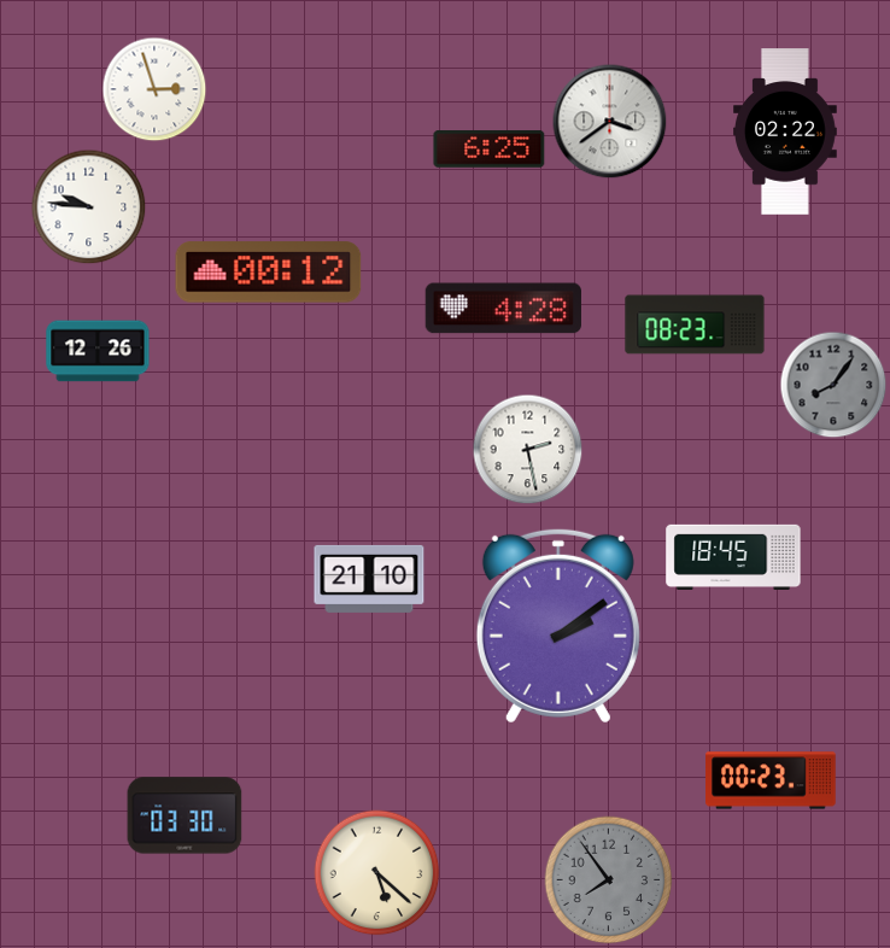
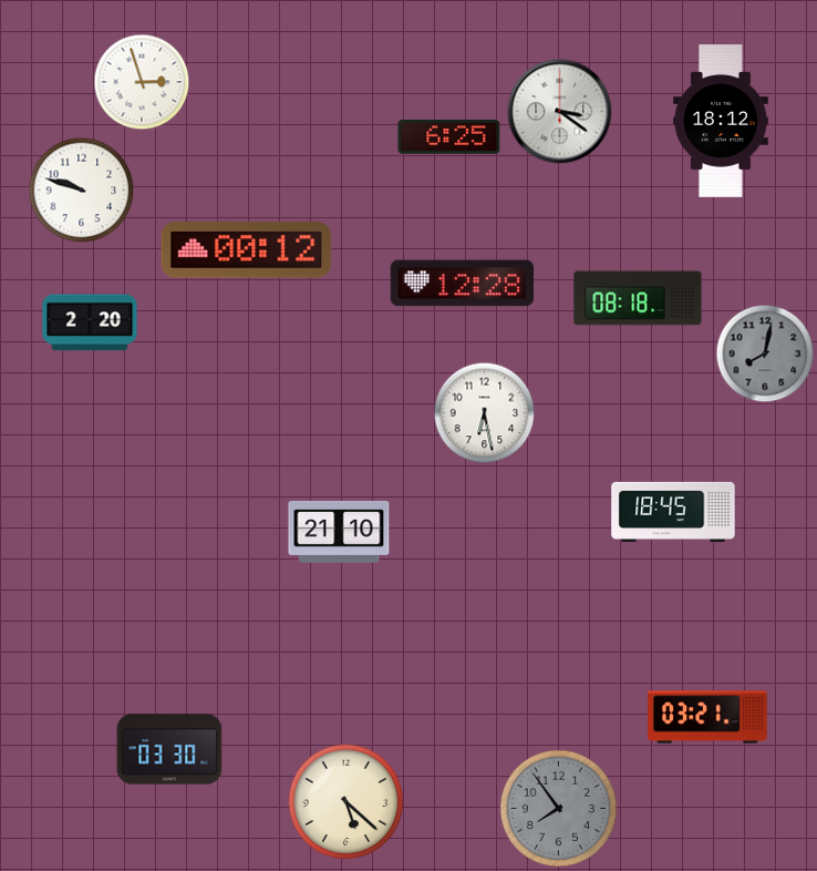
clock at (610, 122): 3:39 -> 3:21
clock at (786, 131): 02:22 -> 18:12
clock at (89, 207): 9:46 -> 9:48
clock at (503, 309): 4:28 -> 12:28
clock at (695, 324): 08:23 -> 08:18
clock at (98, 351): 12:26 -> 2:20
clock at (833, 385): 8:06 -> 8:02
clock at (528, 450): 2:28 -> 6:28
clock at (558, 626): 2:09 -> none
clock at (771, 780): 00:23 -> 03:21
